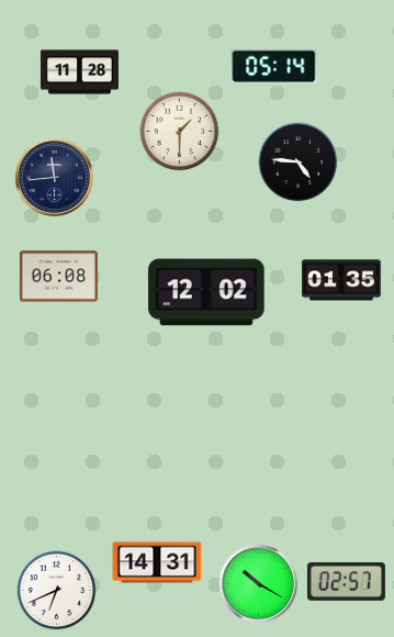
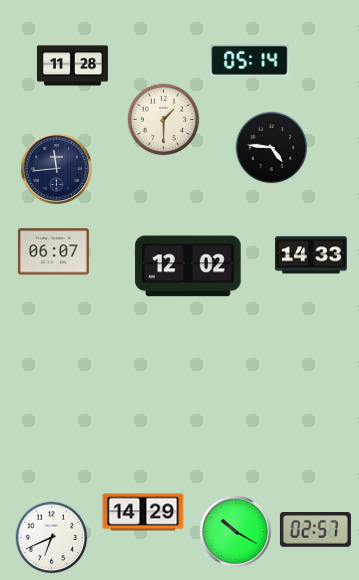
clock at (54, 177) position: (54, 177) -> (56, 168)
clock at (58, 277): 06:08 -> 06:07
clock at (341, 280): 01:35 -> 14:33
clock at (157, 562): 14:31 -> 14:29
